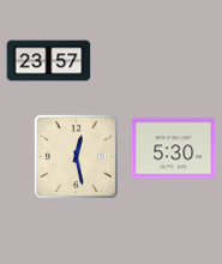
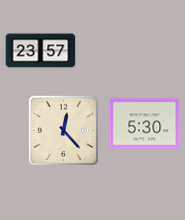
clock at (76, 156): 12:28 -> 12:23
